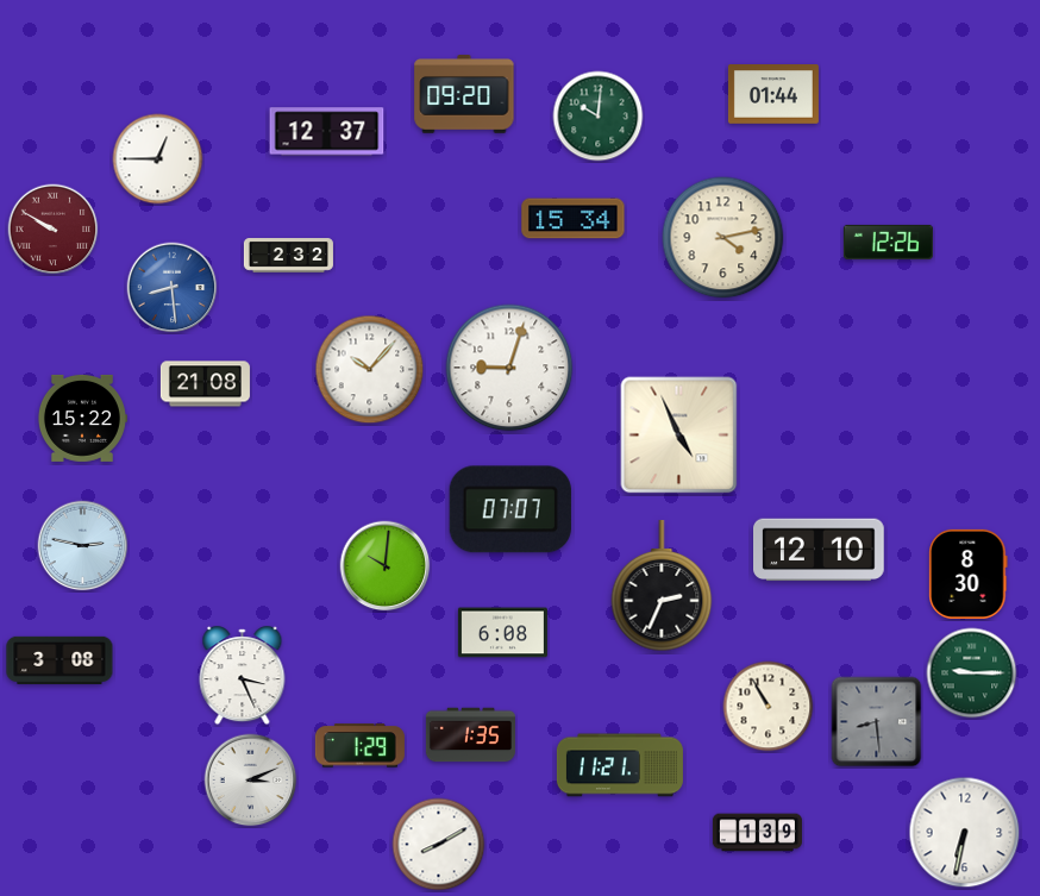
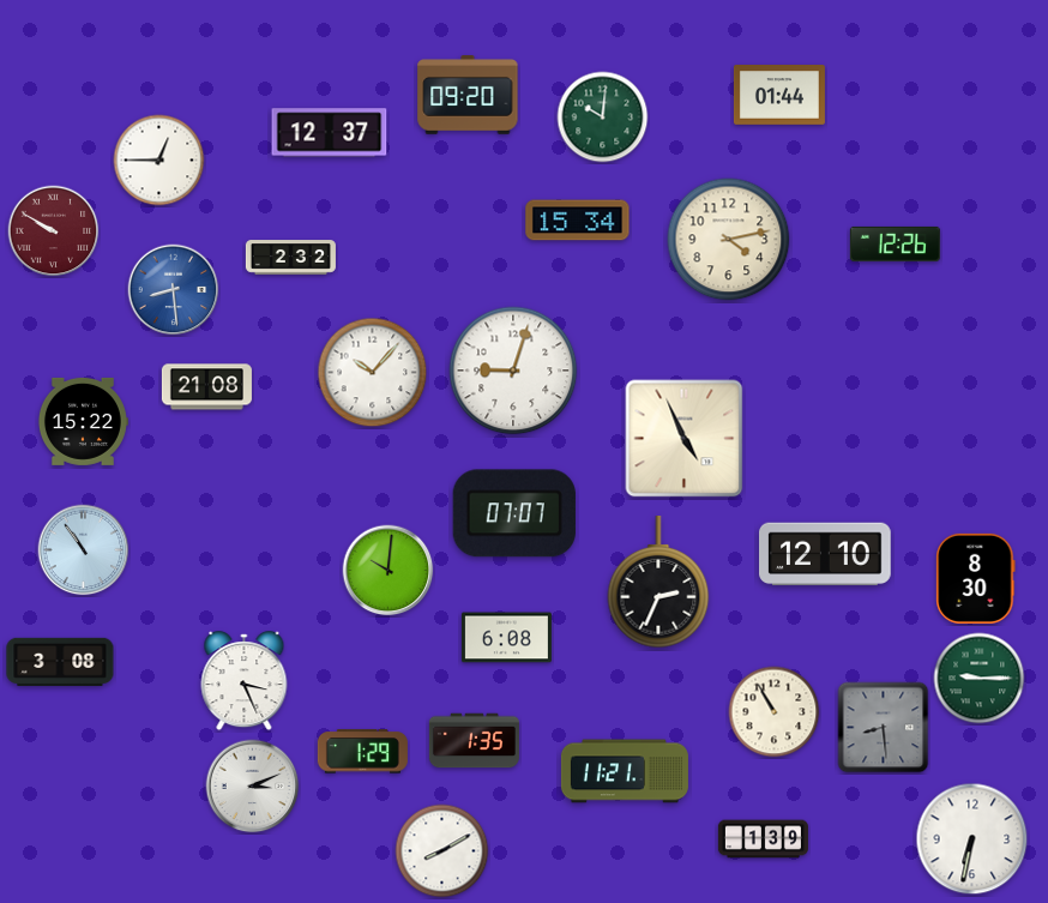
clock at (83, 546): 2:47 -> 10:54
clock at (662, 587) position: (662, 587) -> (658, 583)
clock at (59, 660) position: (59, 660) -> (60, 662)
